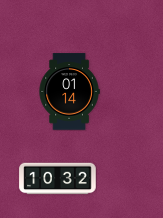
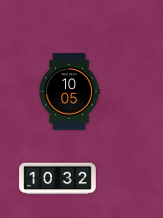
clock at (69, 92): 01:14 -> 10:05
